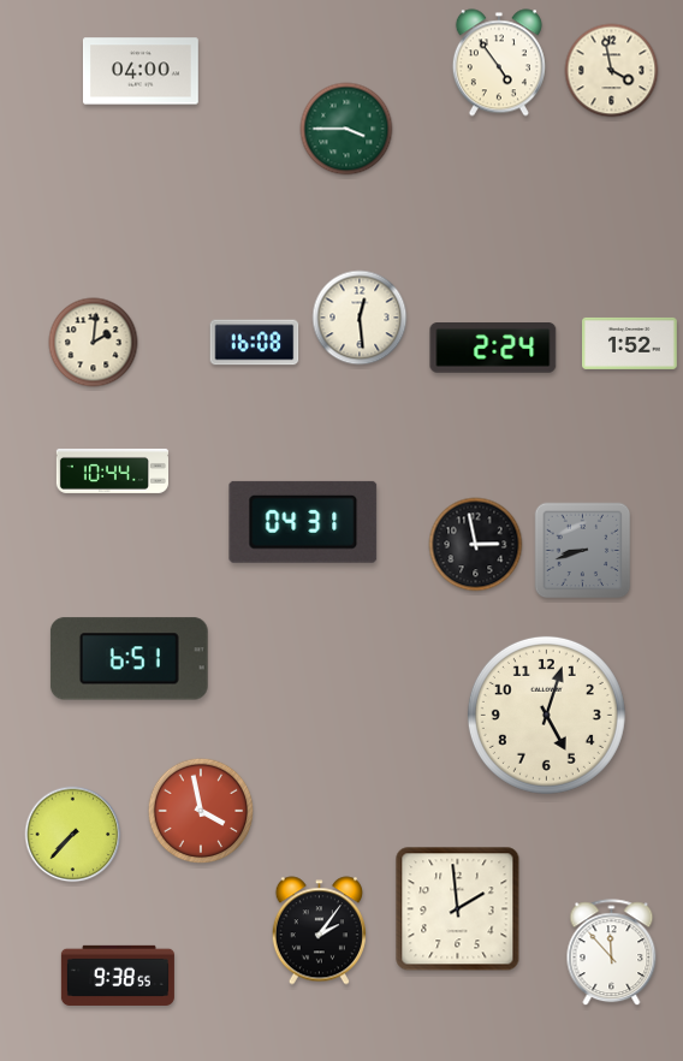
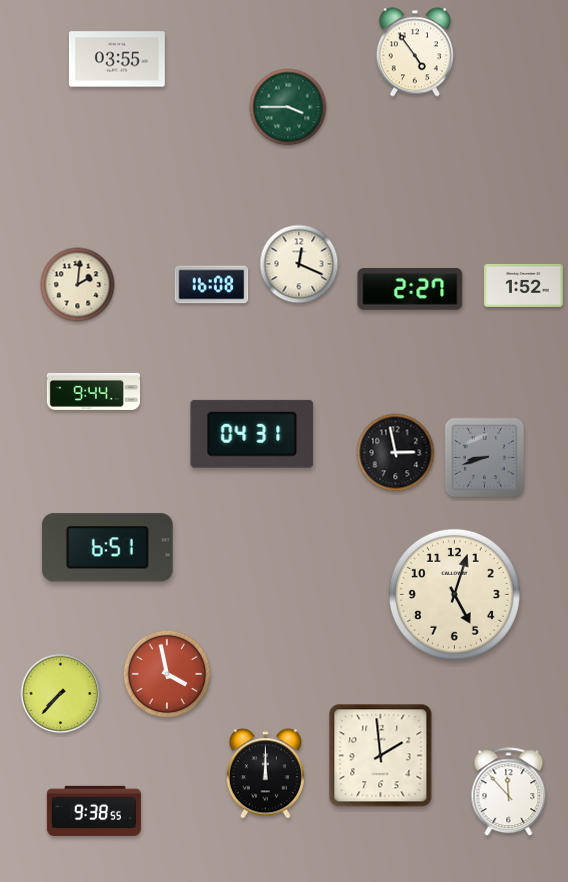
clock at (141, 71): 04:00 -> 03:55
clock at (612, 71): 3:58 -> none
clock at (360, 318): 12:29 -> 12:19
clock at (493, 349): 2:24 -> 2:27
clock at (112, 470): 10:44 -> 9:44
clock at (319, 931): 2:06 -> 12:00
clock at (118, 976) position: (118, 976) -> (94, 811)
